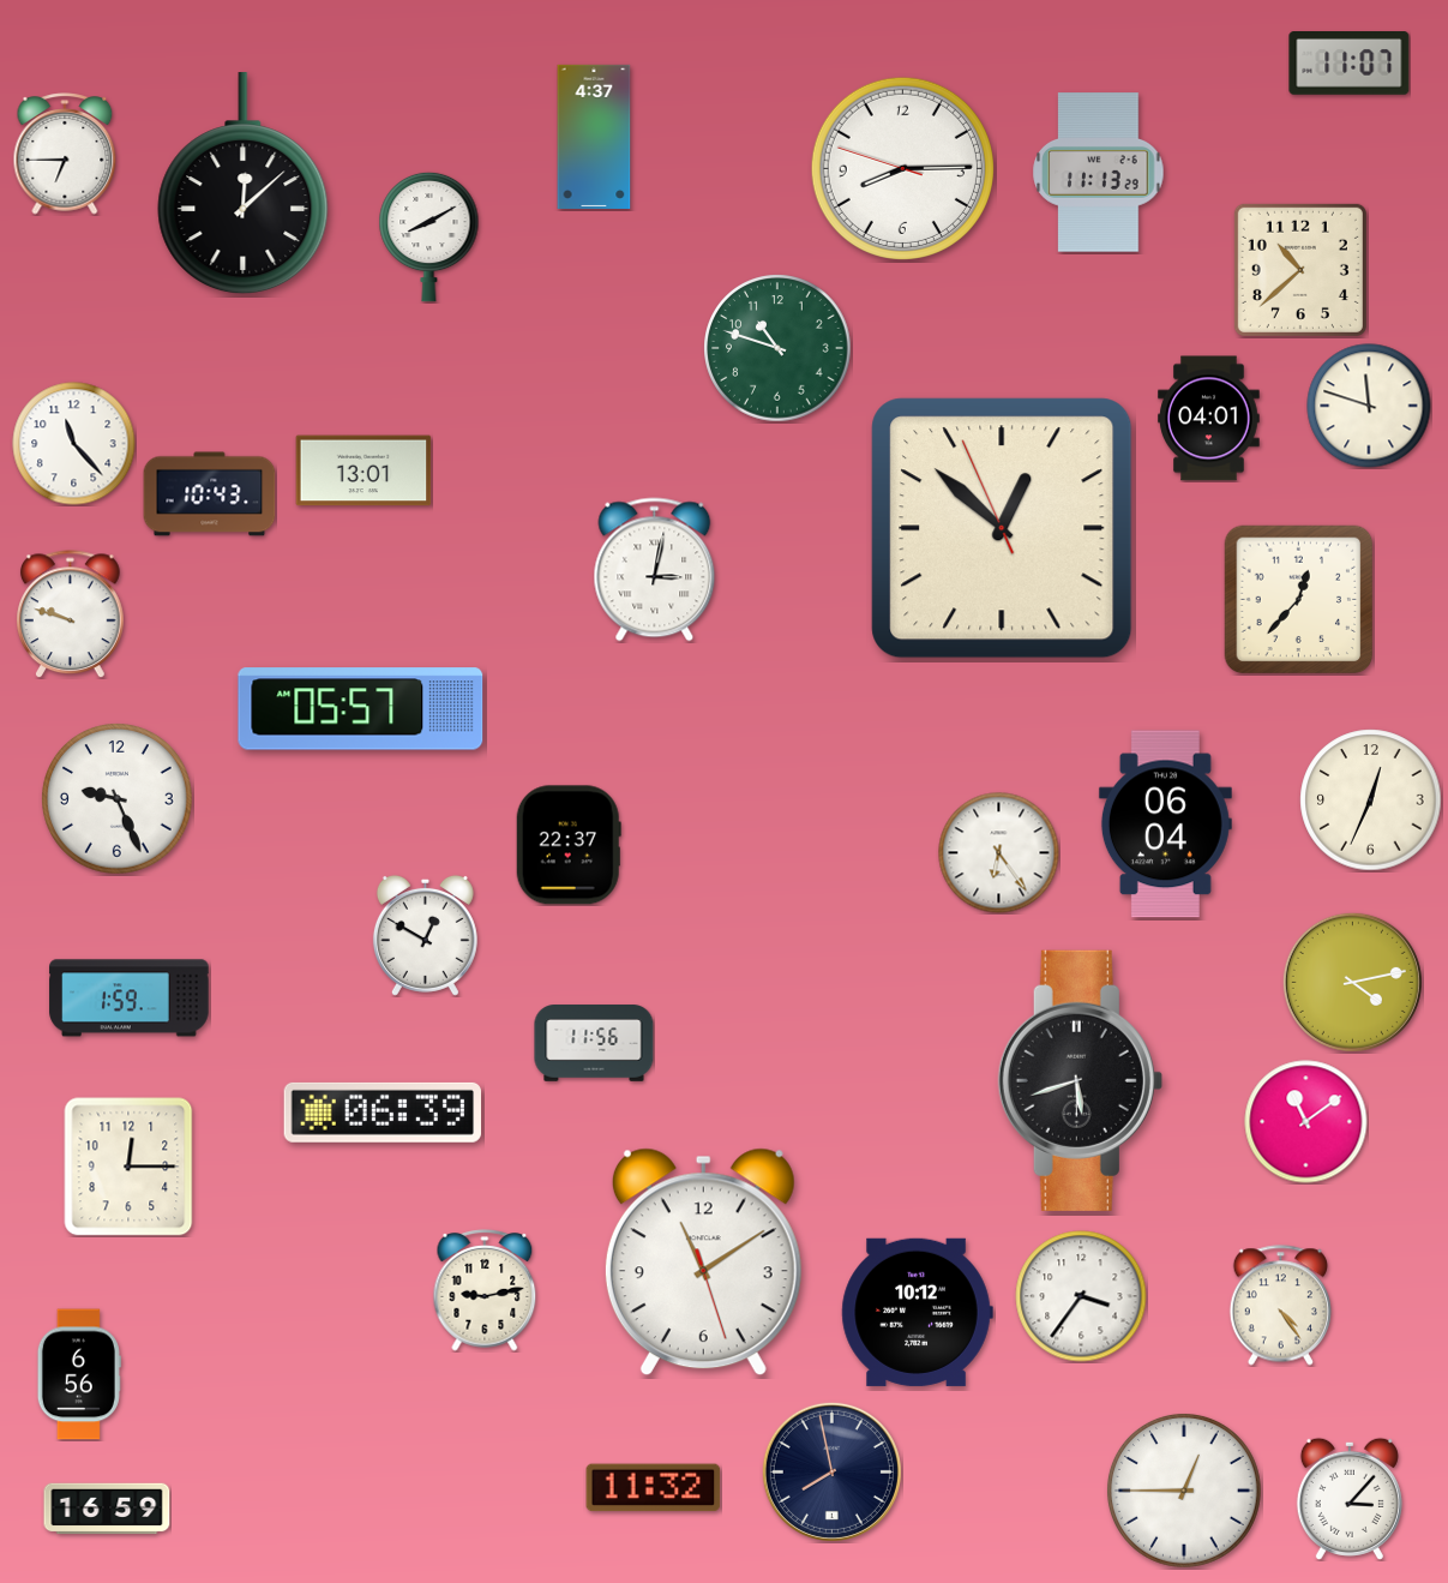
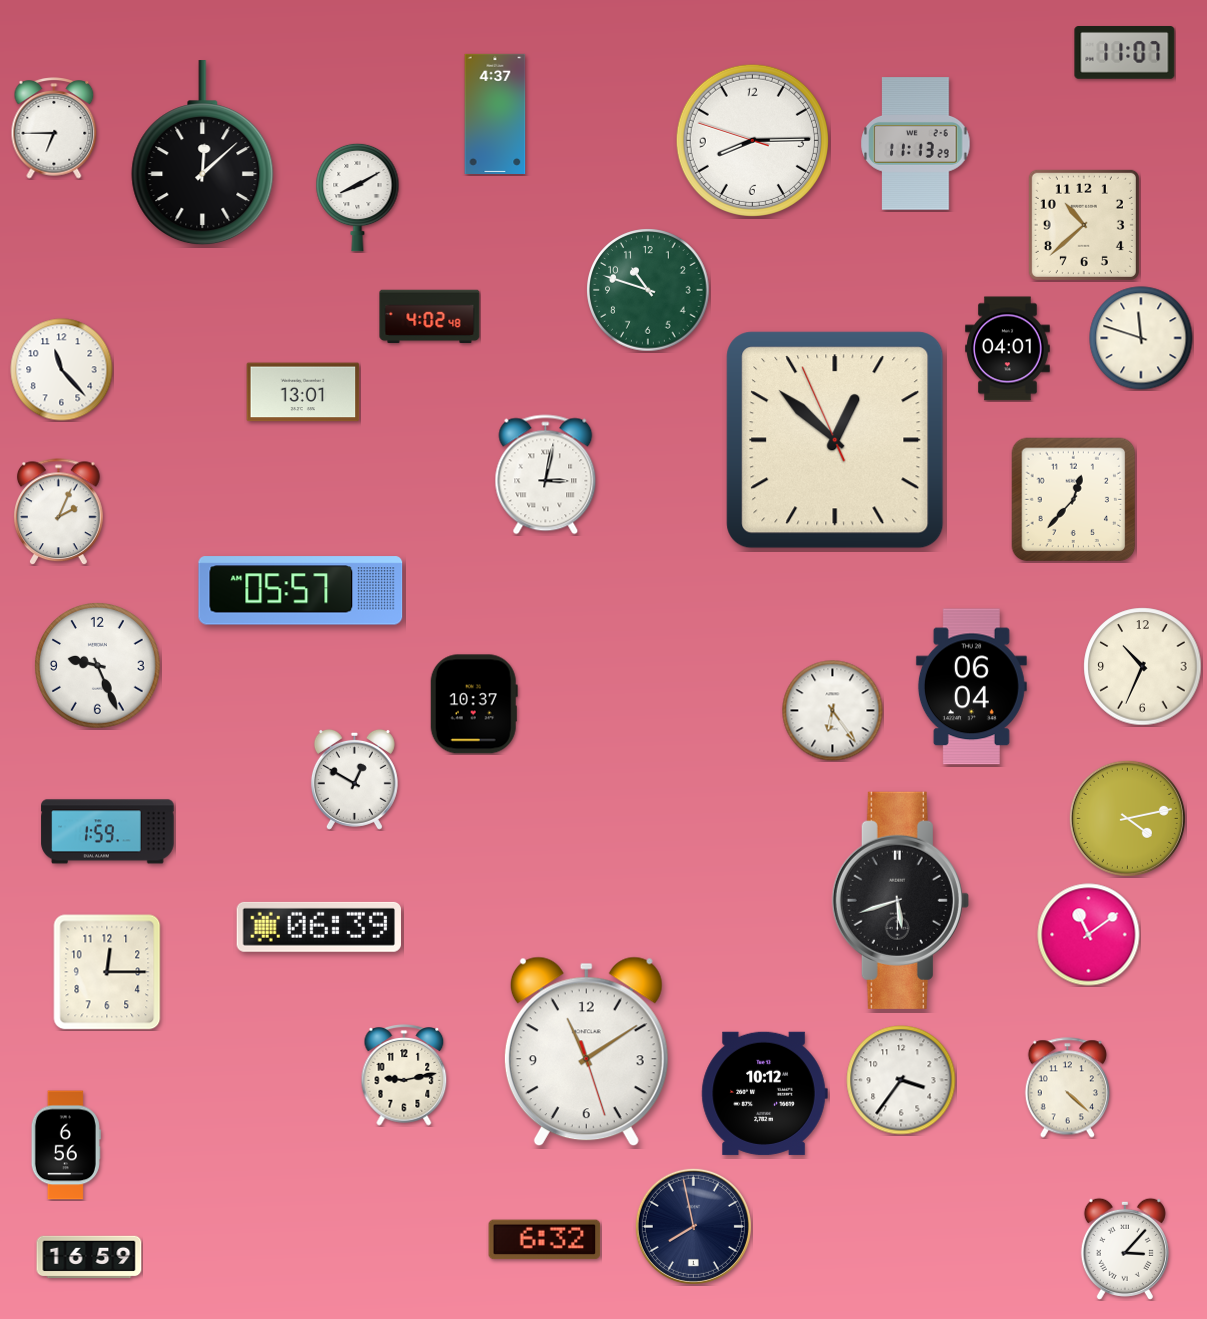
clock at (430, 317): none -> 4:02
clock at (210, 494): 10:43 -> none
clock at (1299, 600) position: (1299, 600) -> (1074, 500)
clock at (71, 614): 9:48 -> 2:04
clock at (1371, 801): 12:34 -> 10:34
clock at (569, 845): 22:37 -> 10:37
clock at (594, 1043): 11:56 -> none
clock at (1280, 1306): 4:24 -> 4:22
clock at (654, 1488): 11:32 -> 6:32
clock at (1184, 1491): 12:45 -> none
